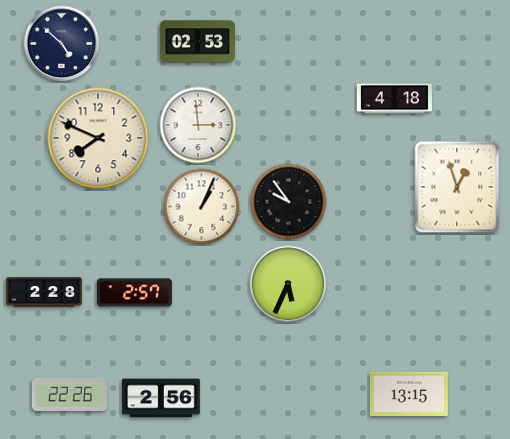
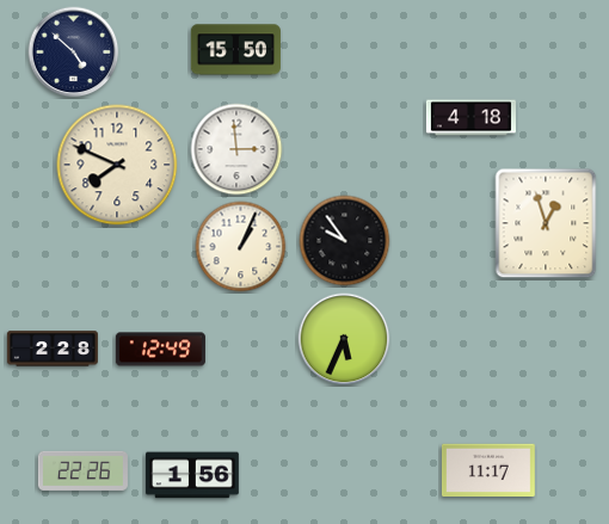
clock at (197, 42): 02:53 -> 15:50
clock at (134, 293): 2:57 -> 12:49
clock at (409, 393): 13:15 -> 11:17
clock at (161, 398): 2:56 -> 1:56
